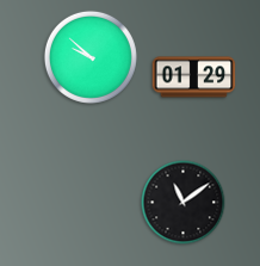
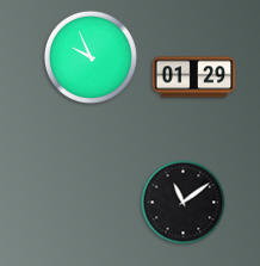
clock at (91, 57): 9:52 -> 9:56
